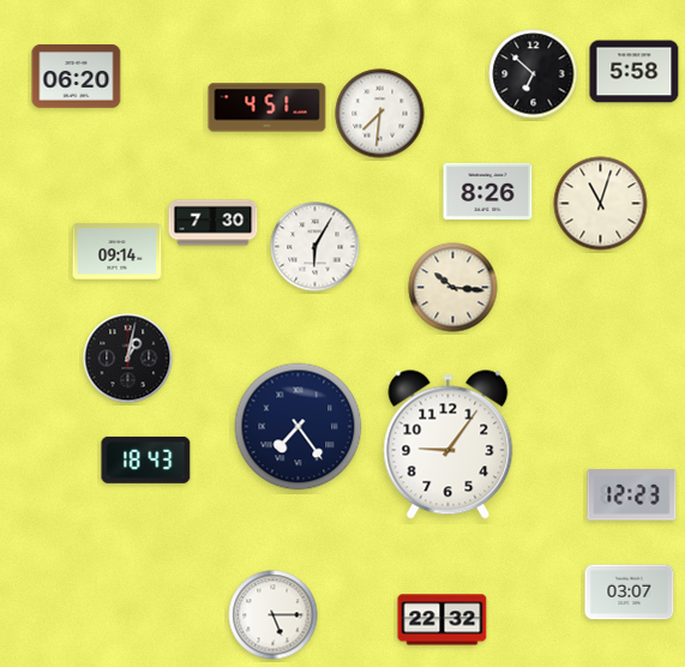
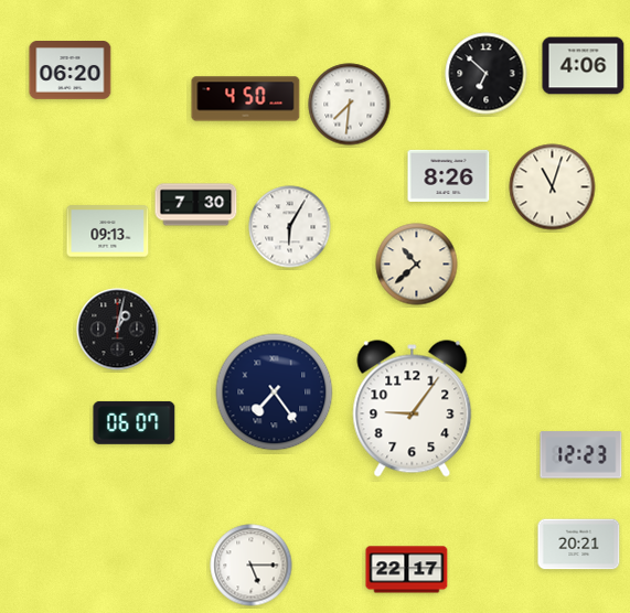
clock at (635, 72): 5:58 -> 4:06
clock at (534, 74) position: (534, 74) -> (487, 74)
clock at (268, 108): 4:51 -> 4:50
clock at (118, 252): 09:14 -> 09:13
clock at (453, 288): 10:16 -> 10:38
clock at (146, 459): 18:43 -> 06:07
clock at (630, 593): 03:07 -> 20:21
clock at (443, 620): 22:32 -> 22:17
